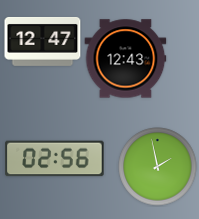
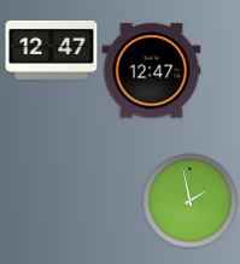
clock at (126, 59): 12:43 -> 12:47
clock at (55, 159): 02:56 -> none
